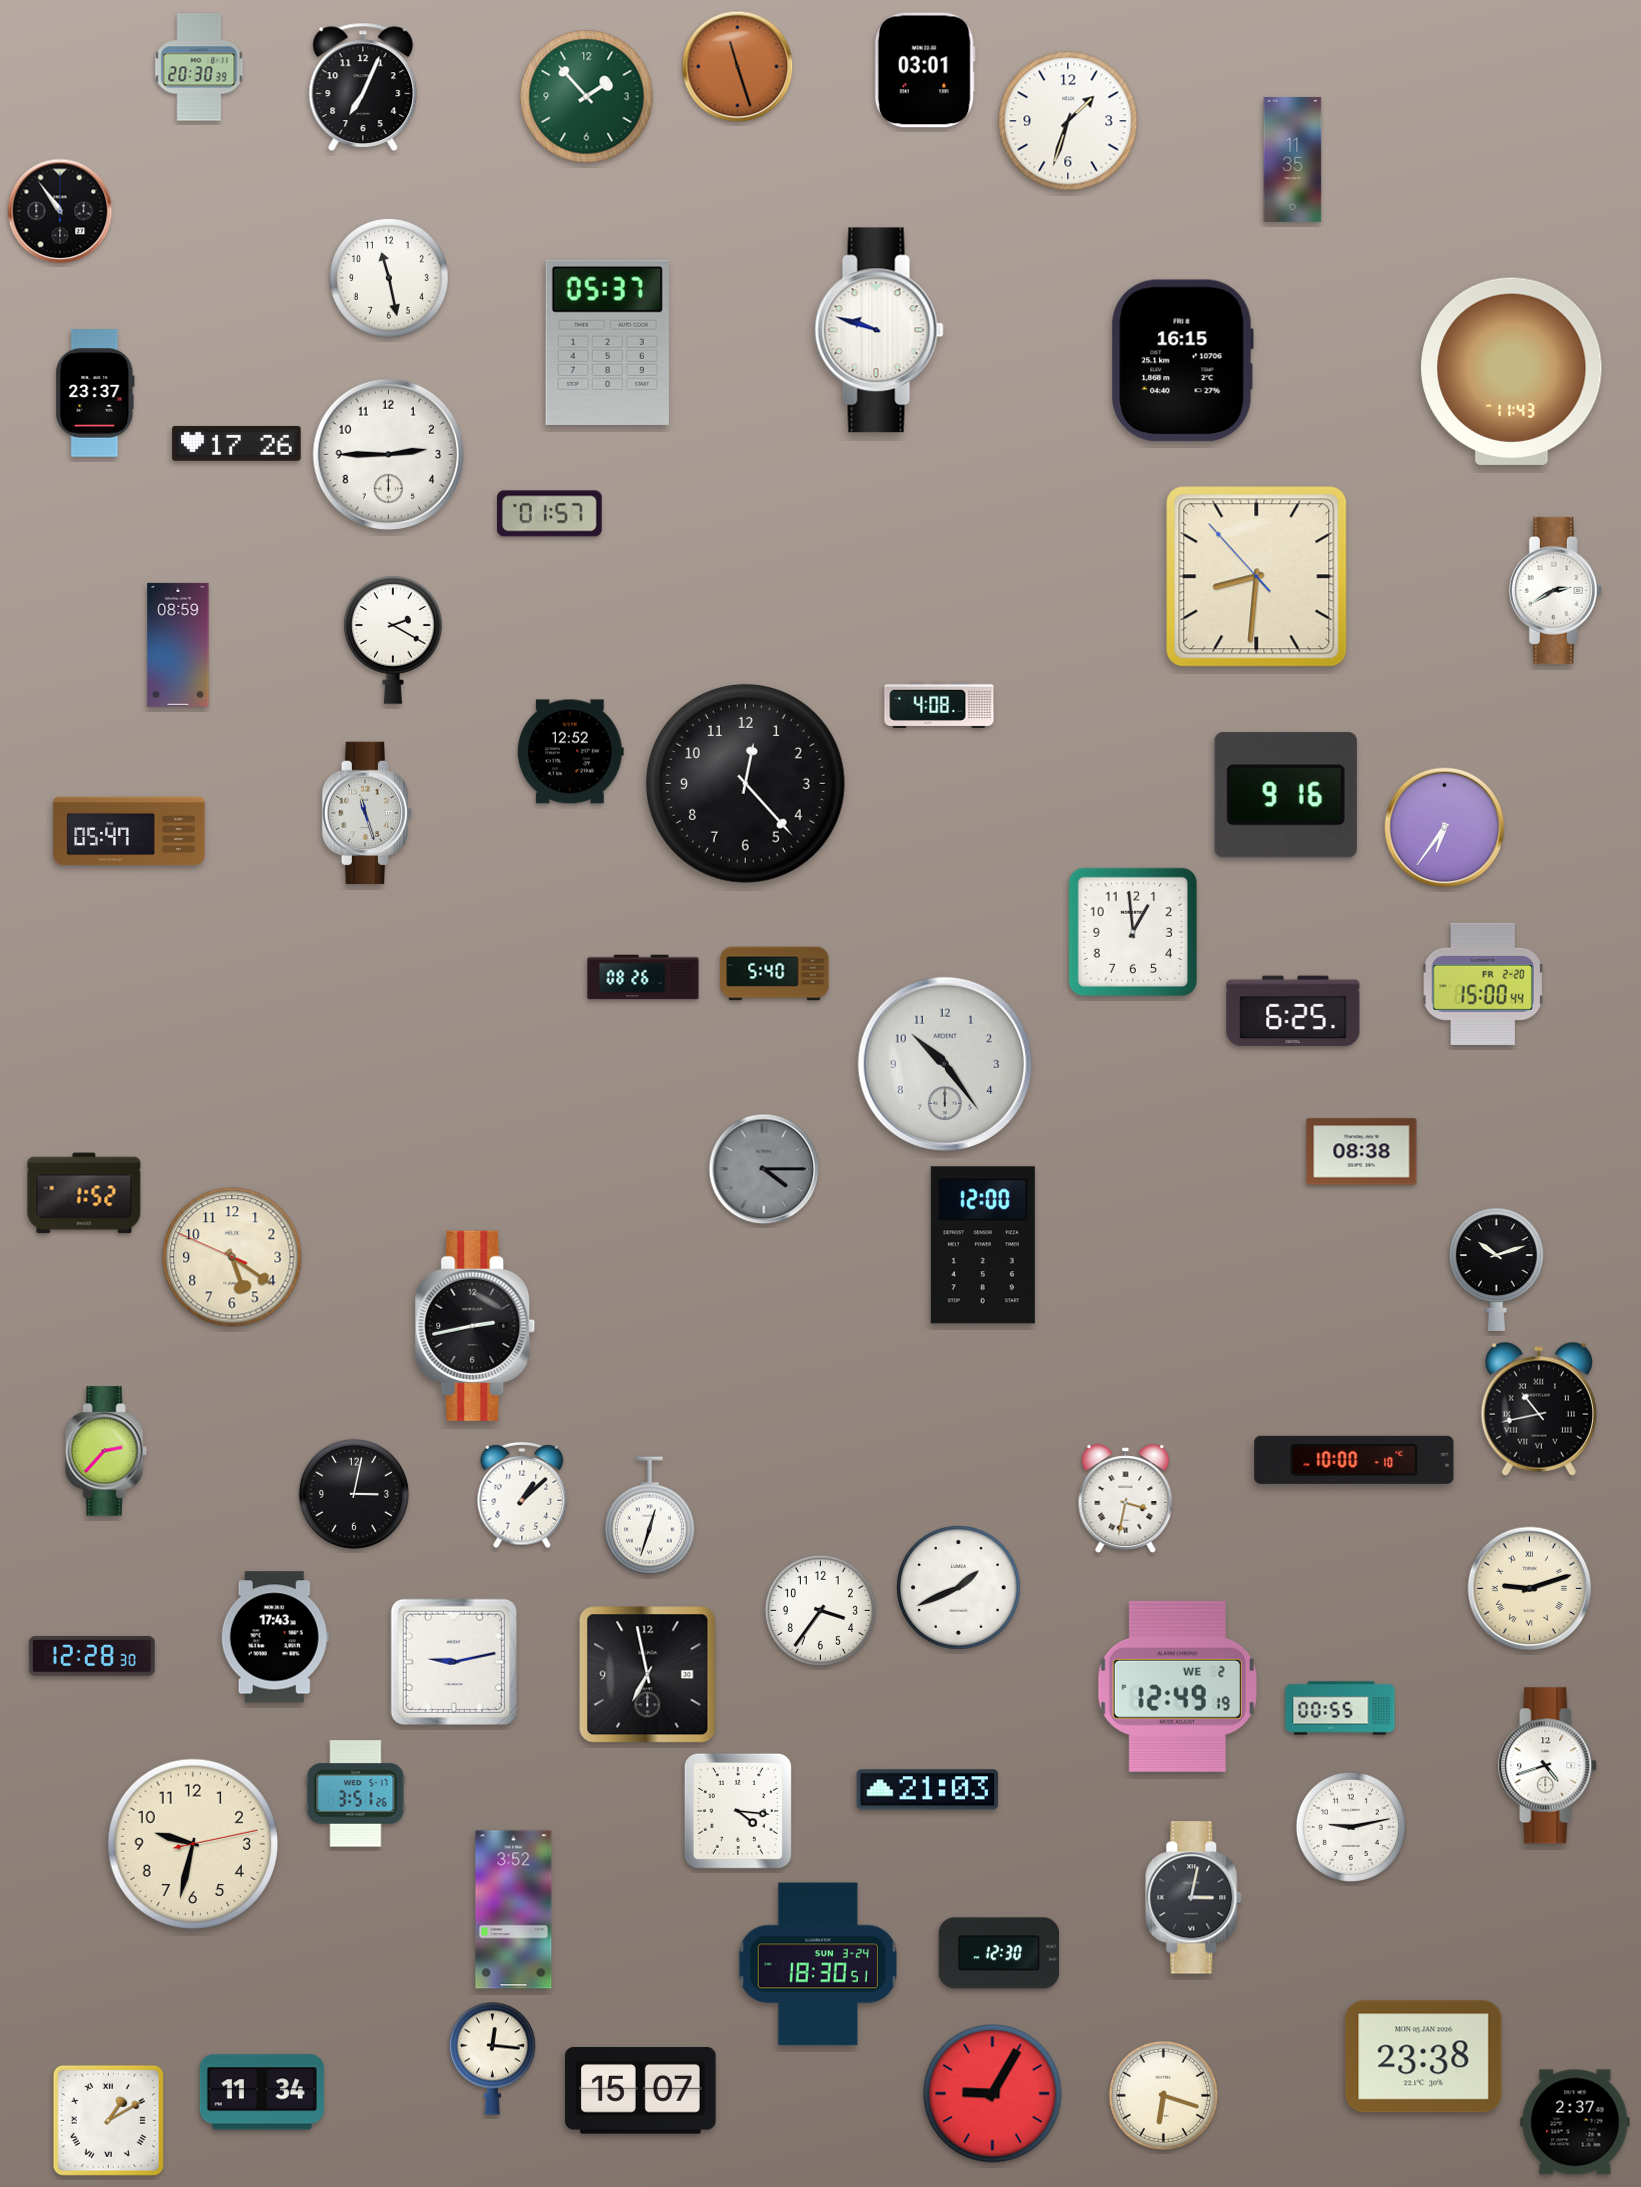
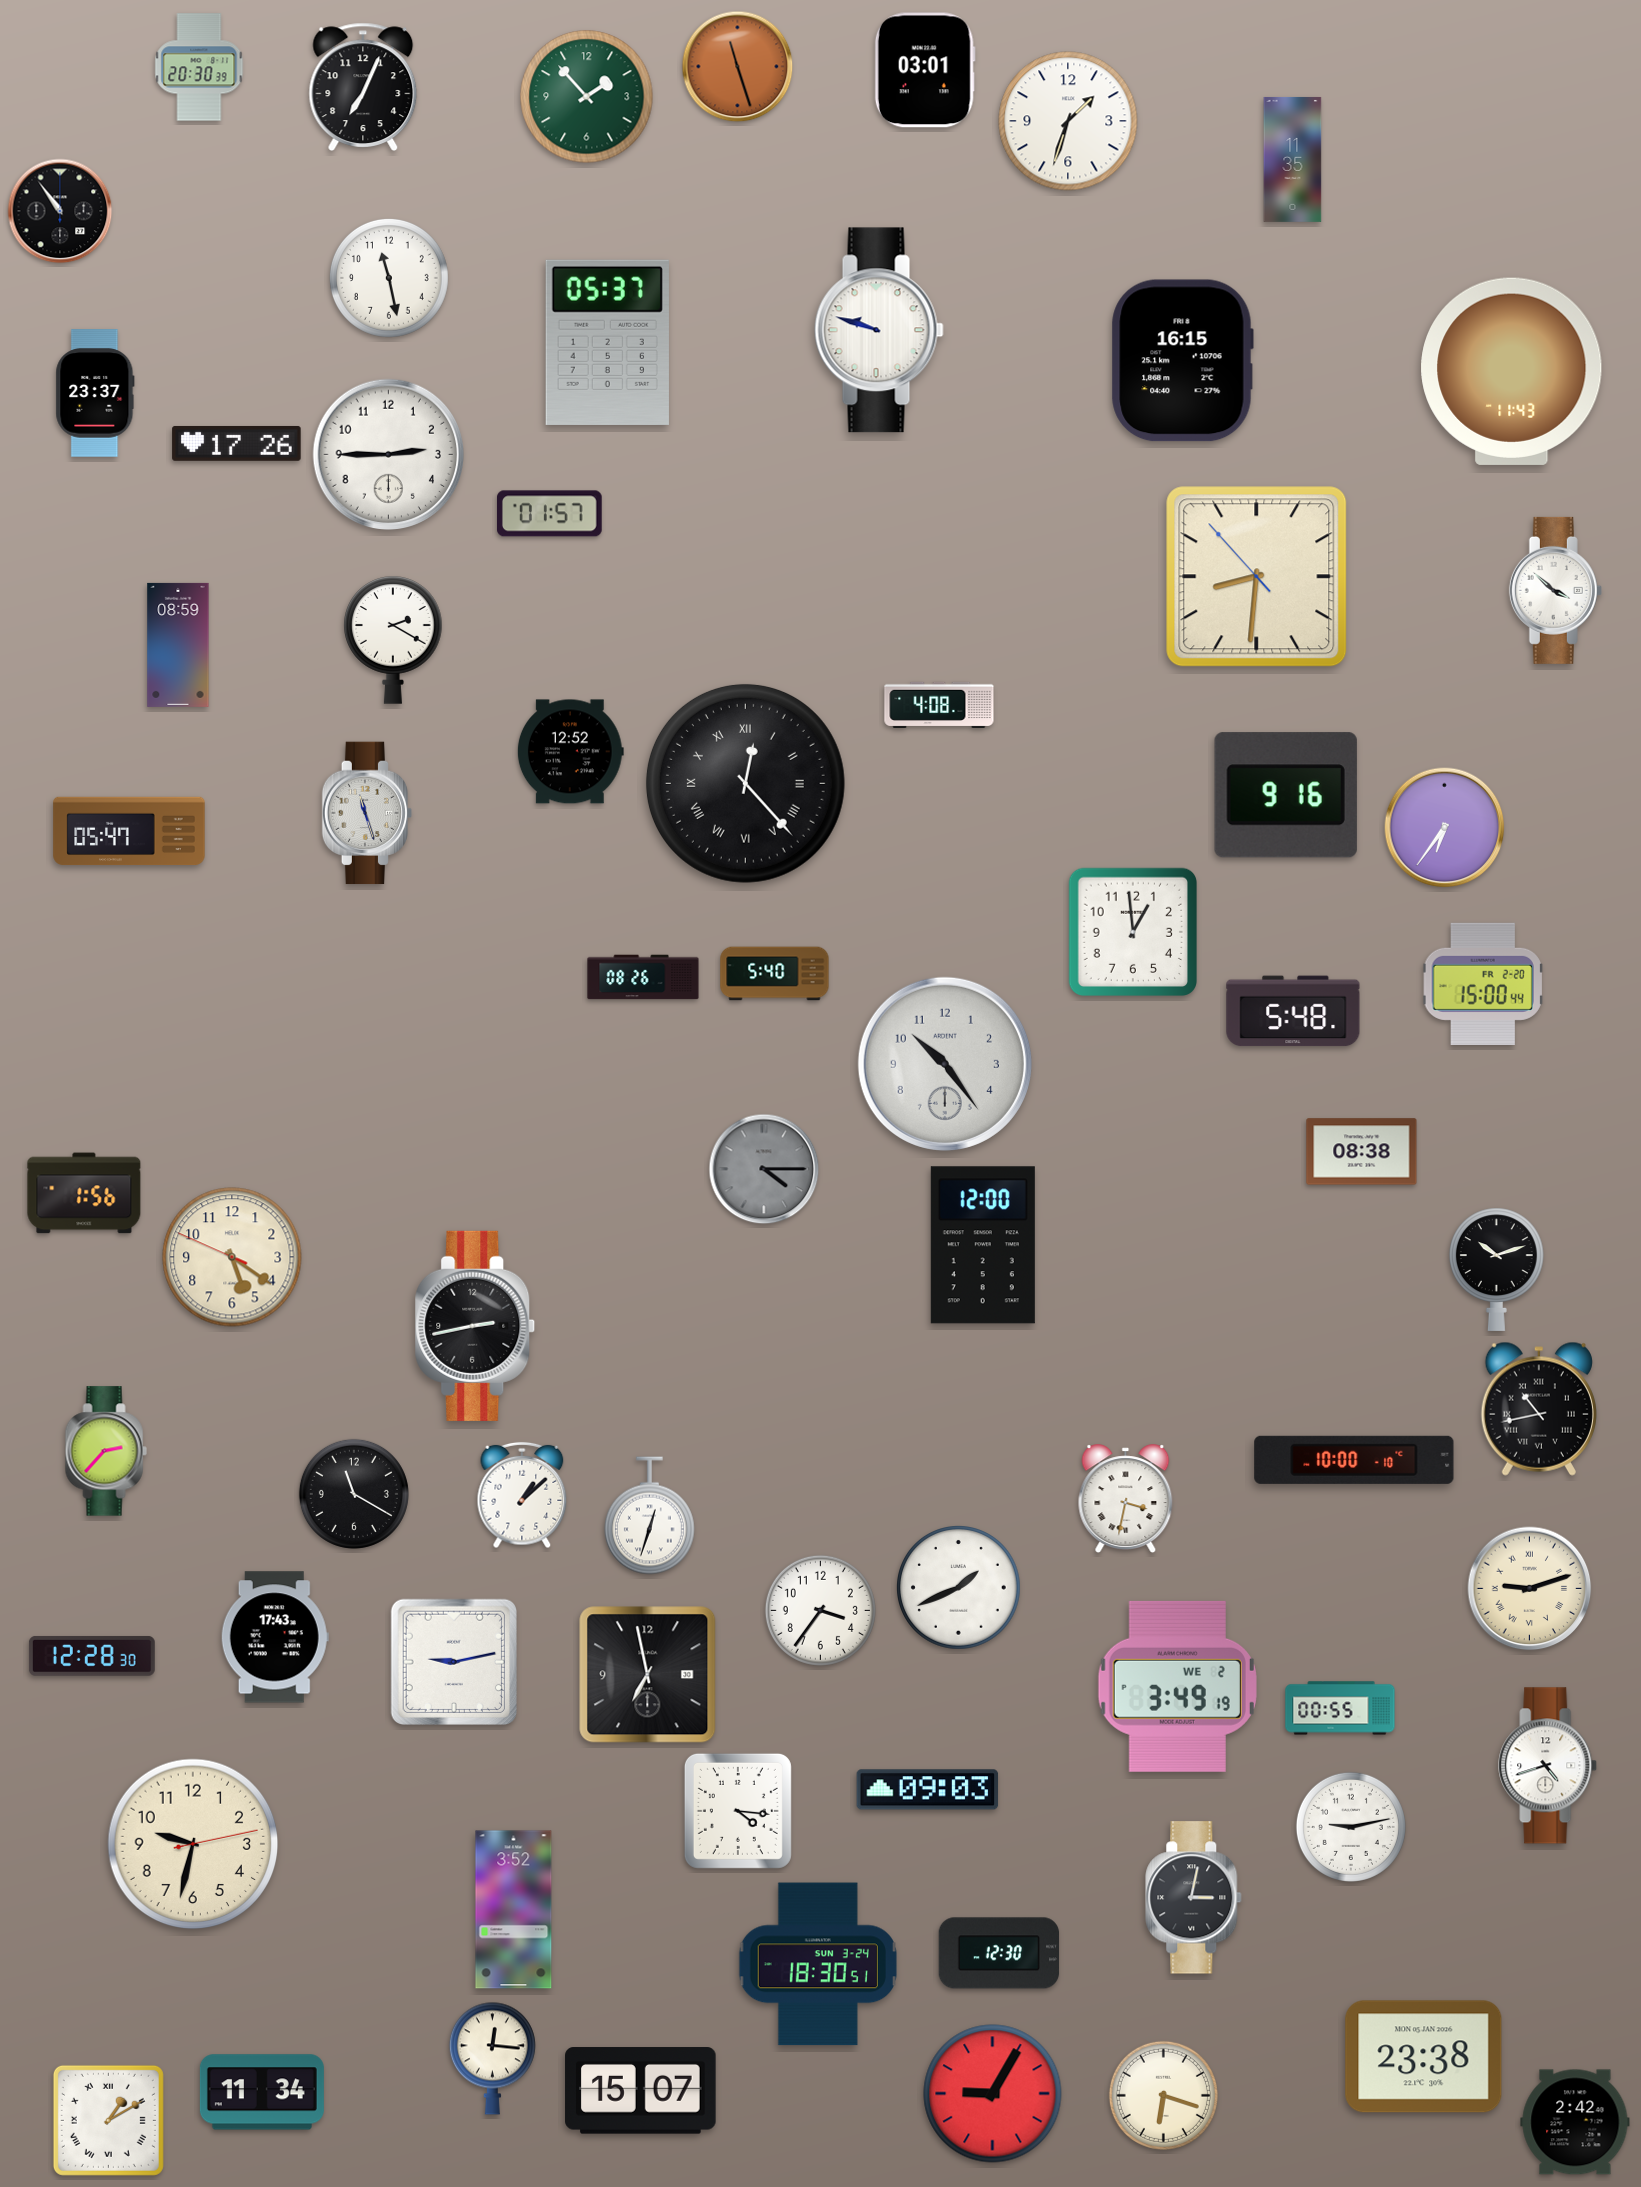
clock at (1555, 590): 2:40 -> 3:52
clock at (745, 783) numerals: Arabic -> Roman
clock at (1293, 1011): 6:25 -> 5:48
clock at (84, 1193): 1:52 -> 1:56
clock at (354, 1494): 3:02 -> 11:20
clock at (1177, 1686): 12:49 -> 3:49
clock at (928, 1790): 21:03 -> 09:03
clock at (356, 1794): 3:51 -> none
clock at (1575, 2122): 2:37 -> 2:42
